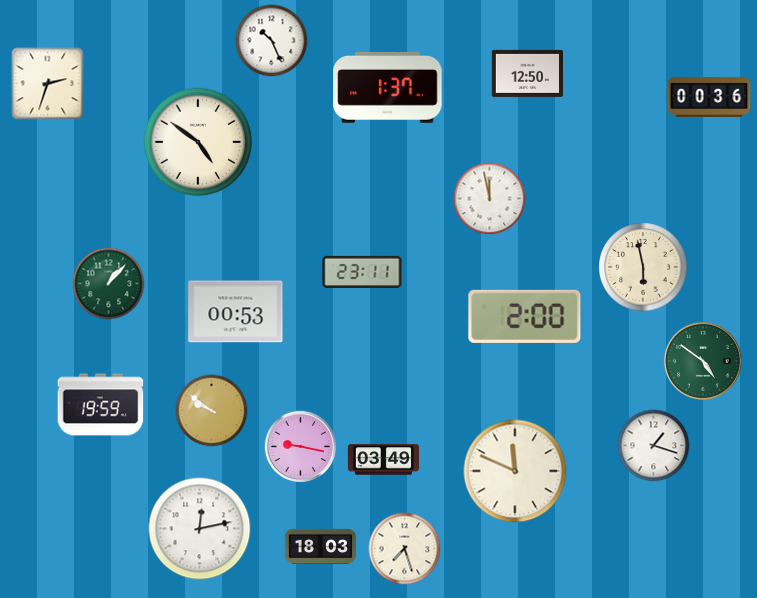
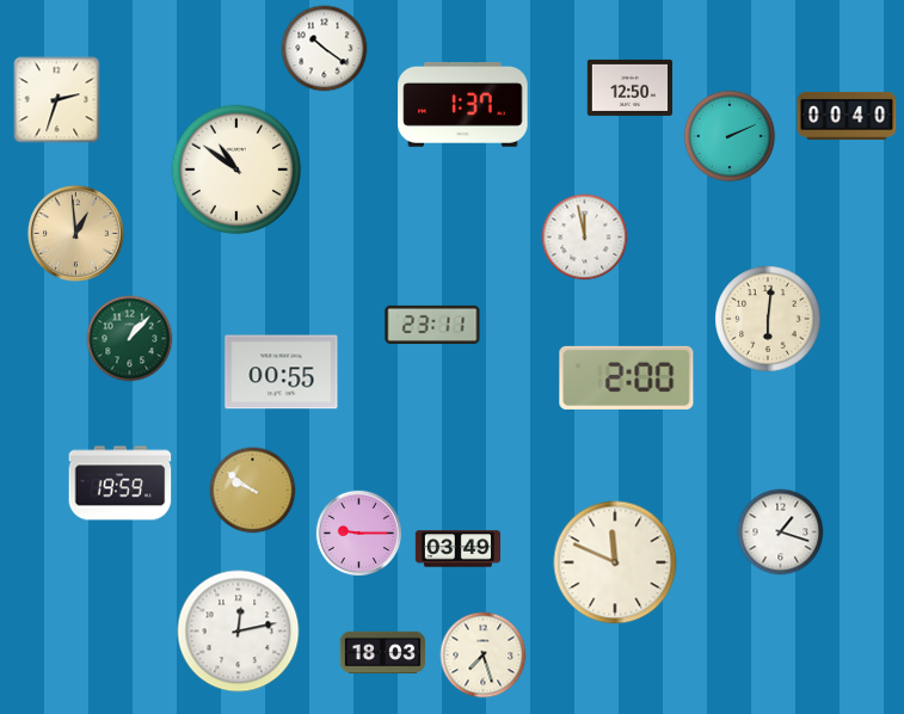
clock at (272, 41): 10:26 -> 10:21
clock at (709, 97): 00:36 -> 00:40
clock at (730, 136): none -> 2:11
clock at (198, 142): 4:51 -> 10:51
clock at (75, 233): none -> 12:59
clock at (643, 267): 5:58 -> 6:01
clock at (236, 312): 00:53 -> 00:55
clock at (703, 361): 4:51 -> none
clock at (301, 447): 9:17 -> 9:15
